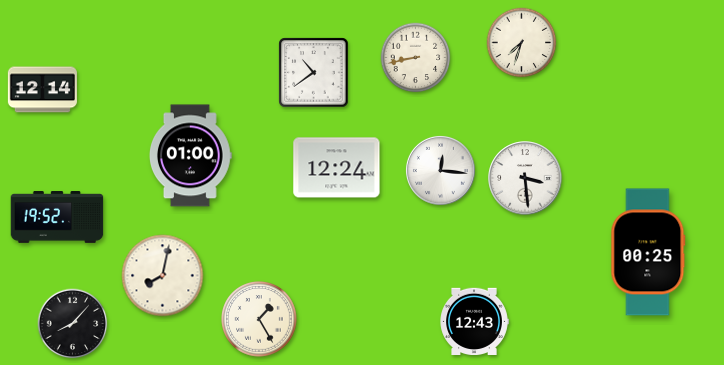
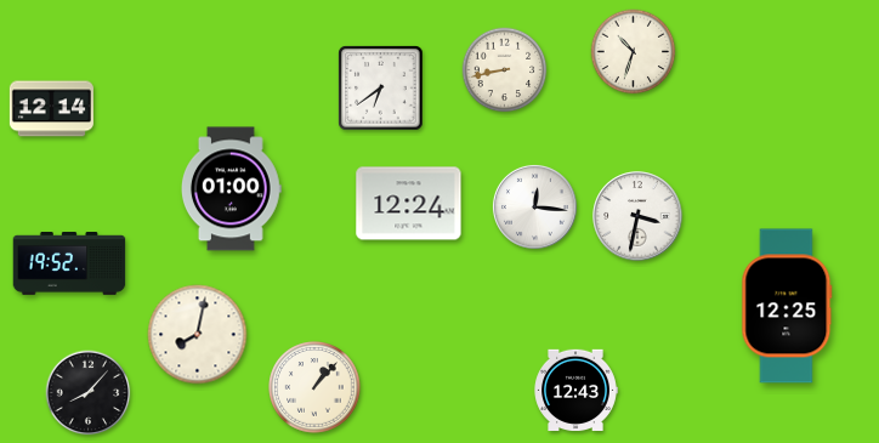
clock at (522, 43): 7:33 -> 10:33
clock at (314, 73): 10:39 -> 6:39
clock at (525, 178): 3:29 -> 3:32
clock at (648, 252): 00:25 -> 12:25
clock at (259, 319): 1:25 -> 1:07
